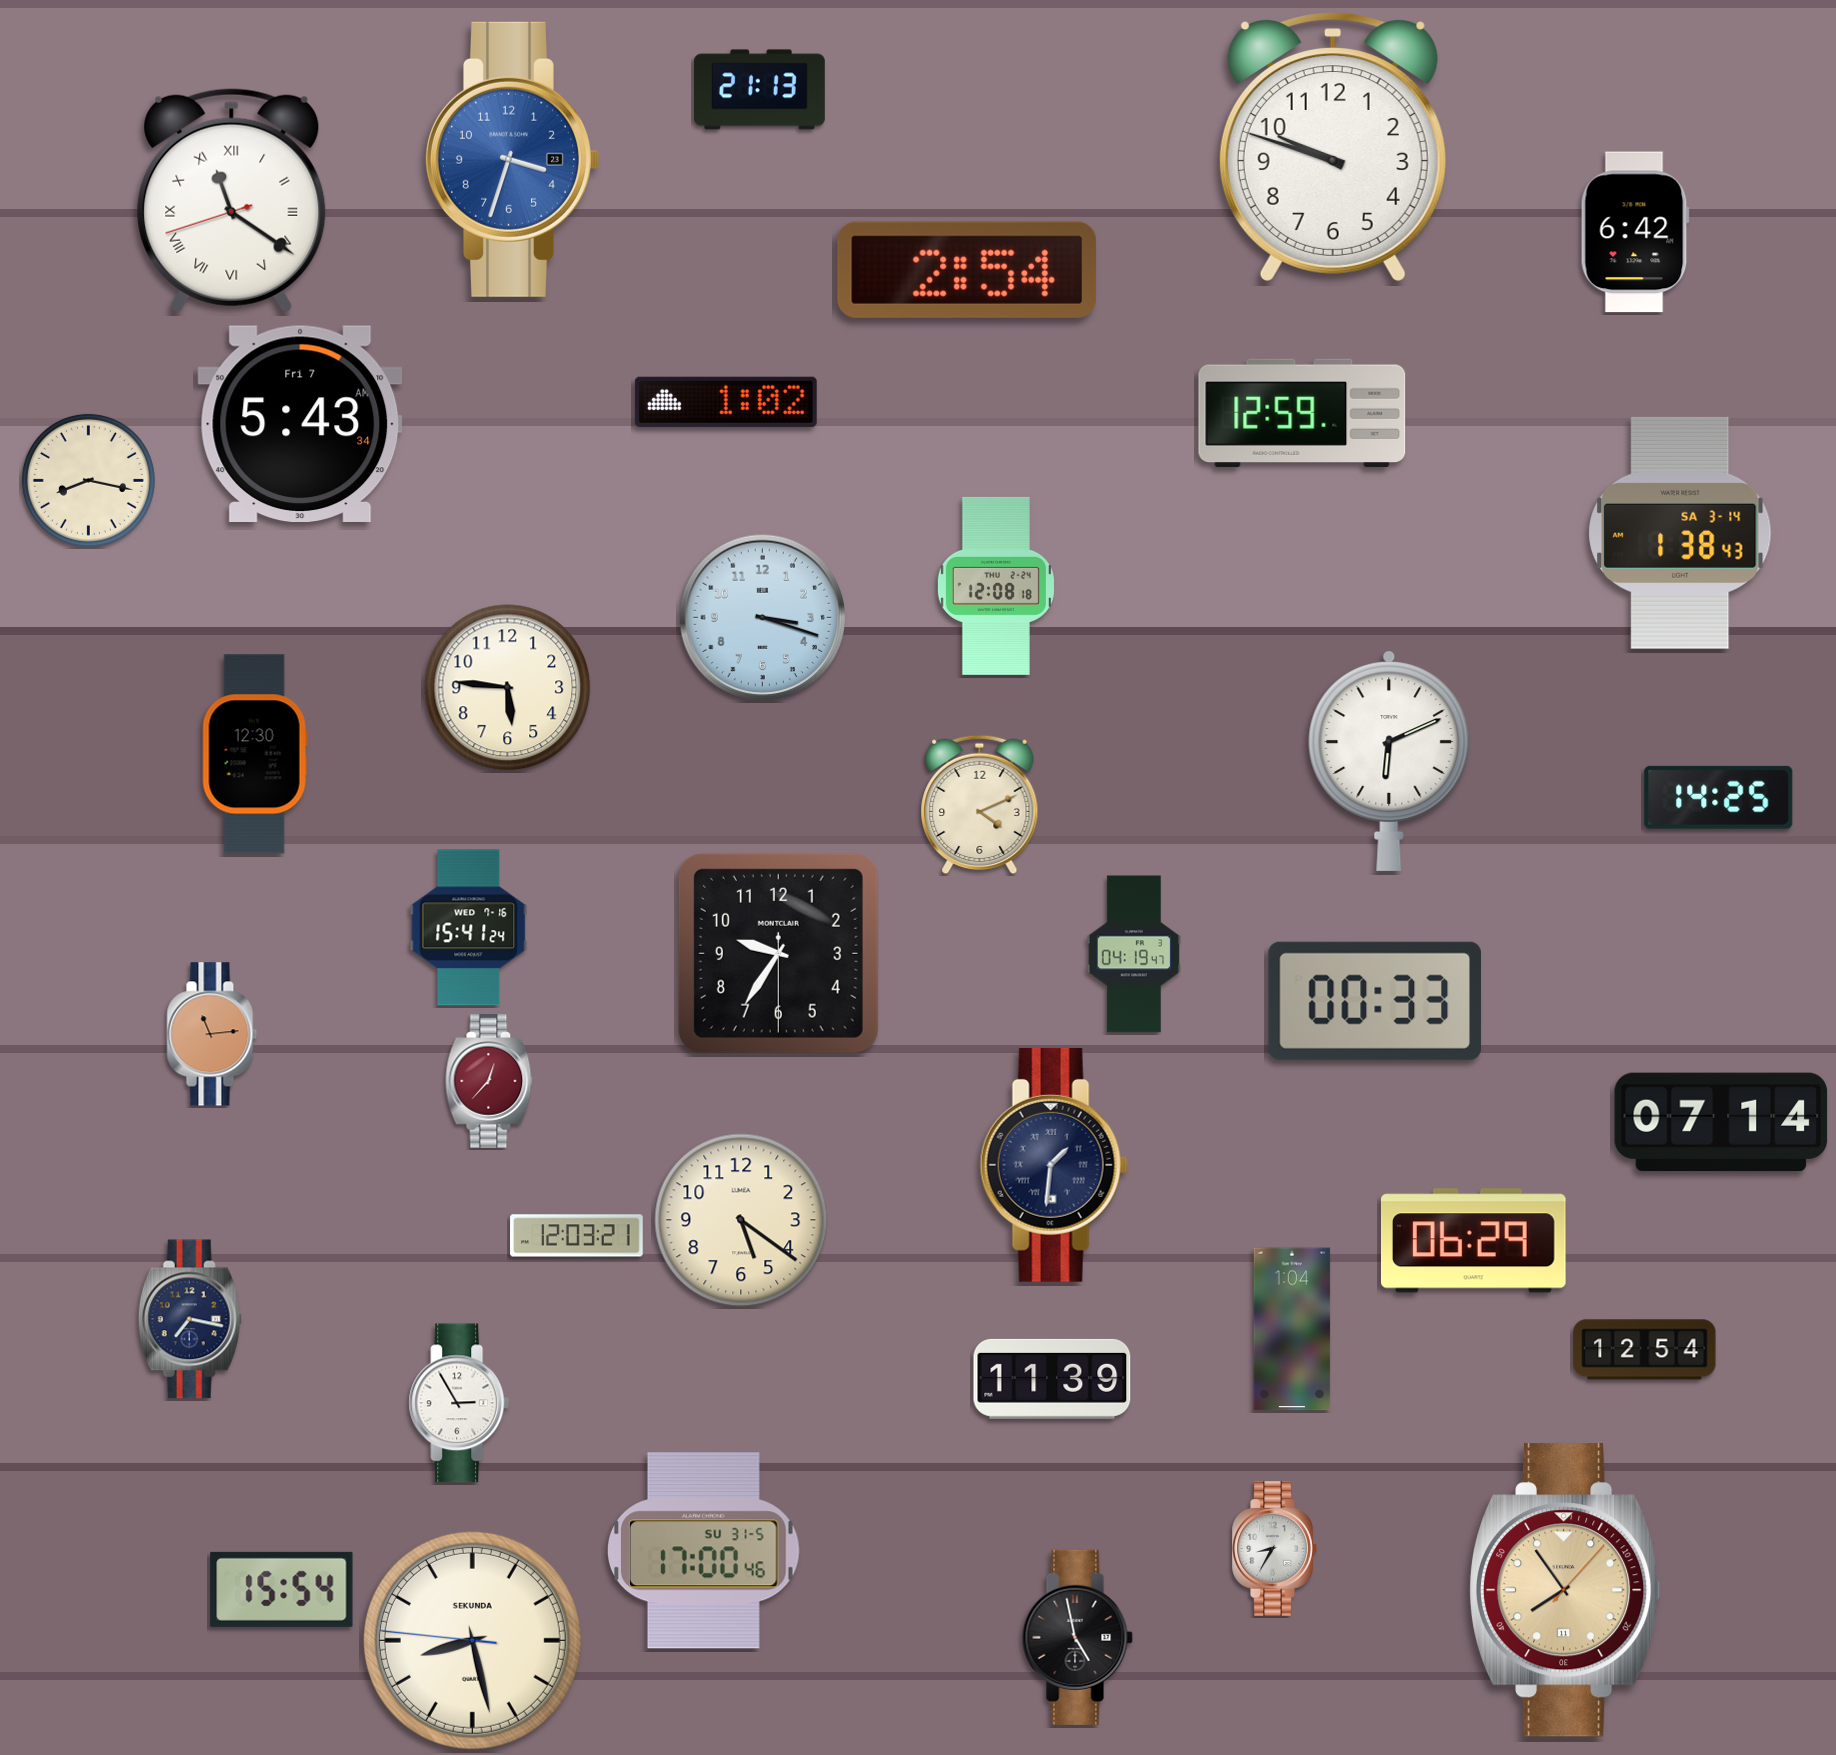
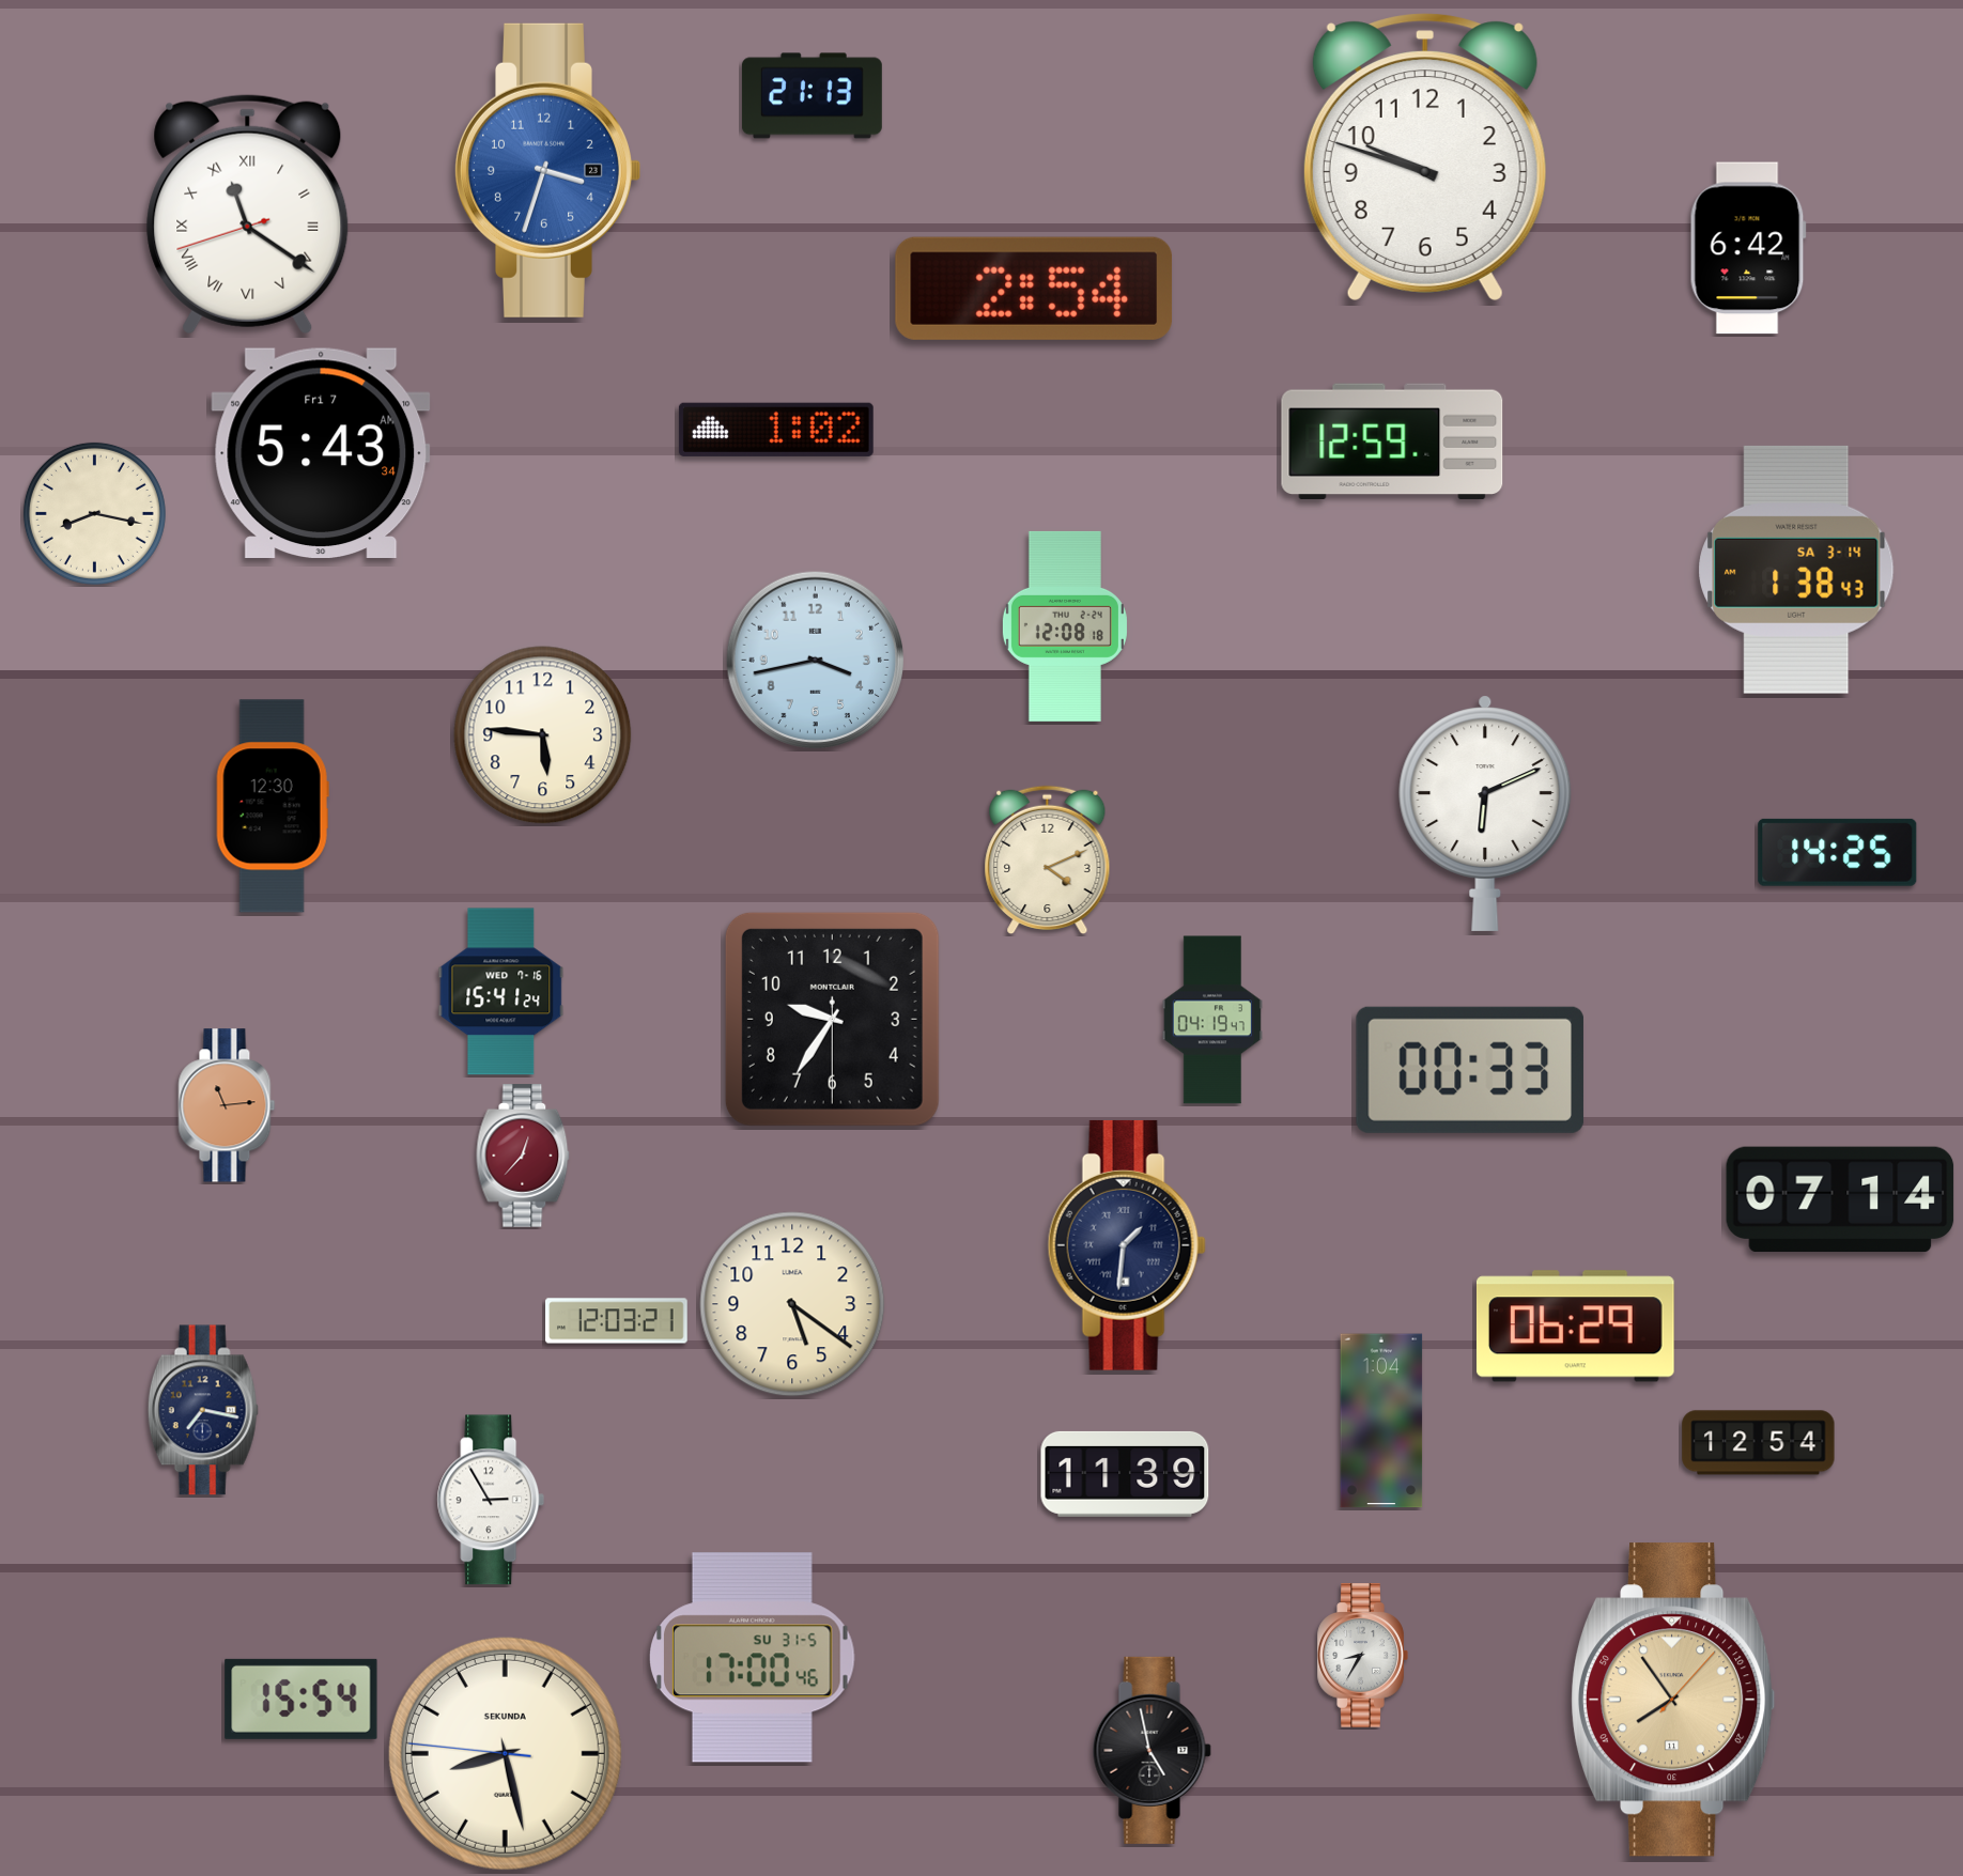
clock at (763, 618): 3:18 -> 3:43
